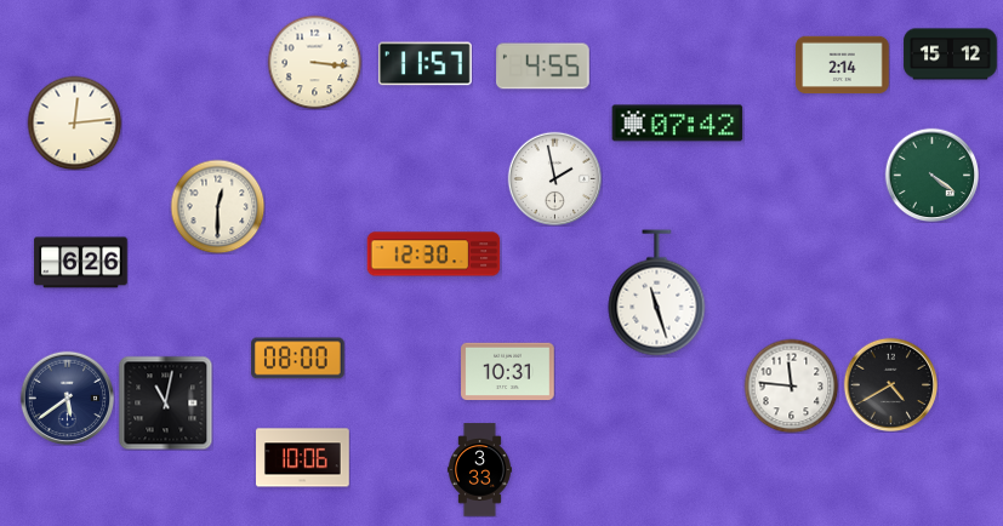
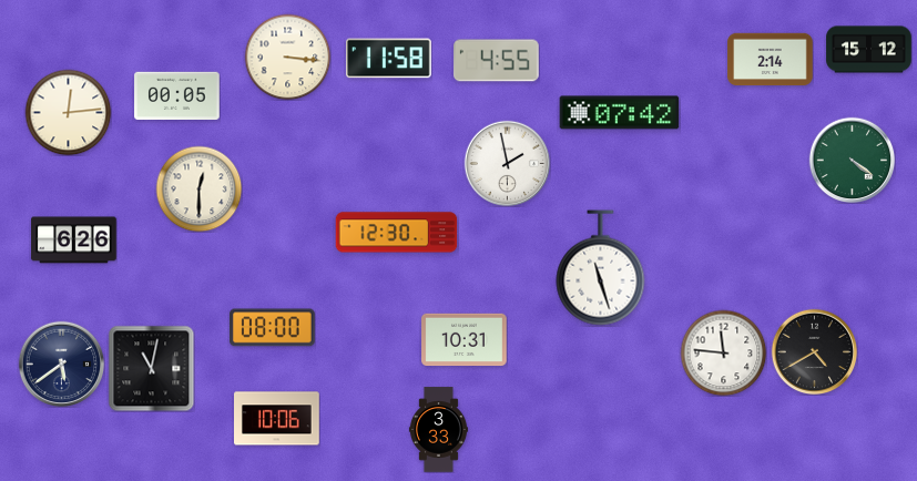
clock at (426, 64): 11:57 -> 11:58
clock at (177, 95): none -> 00:05
